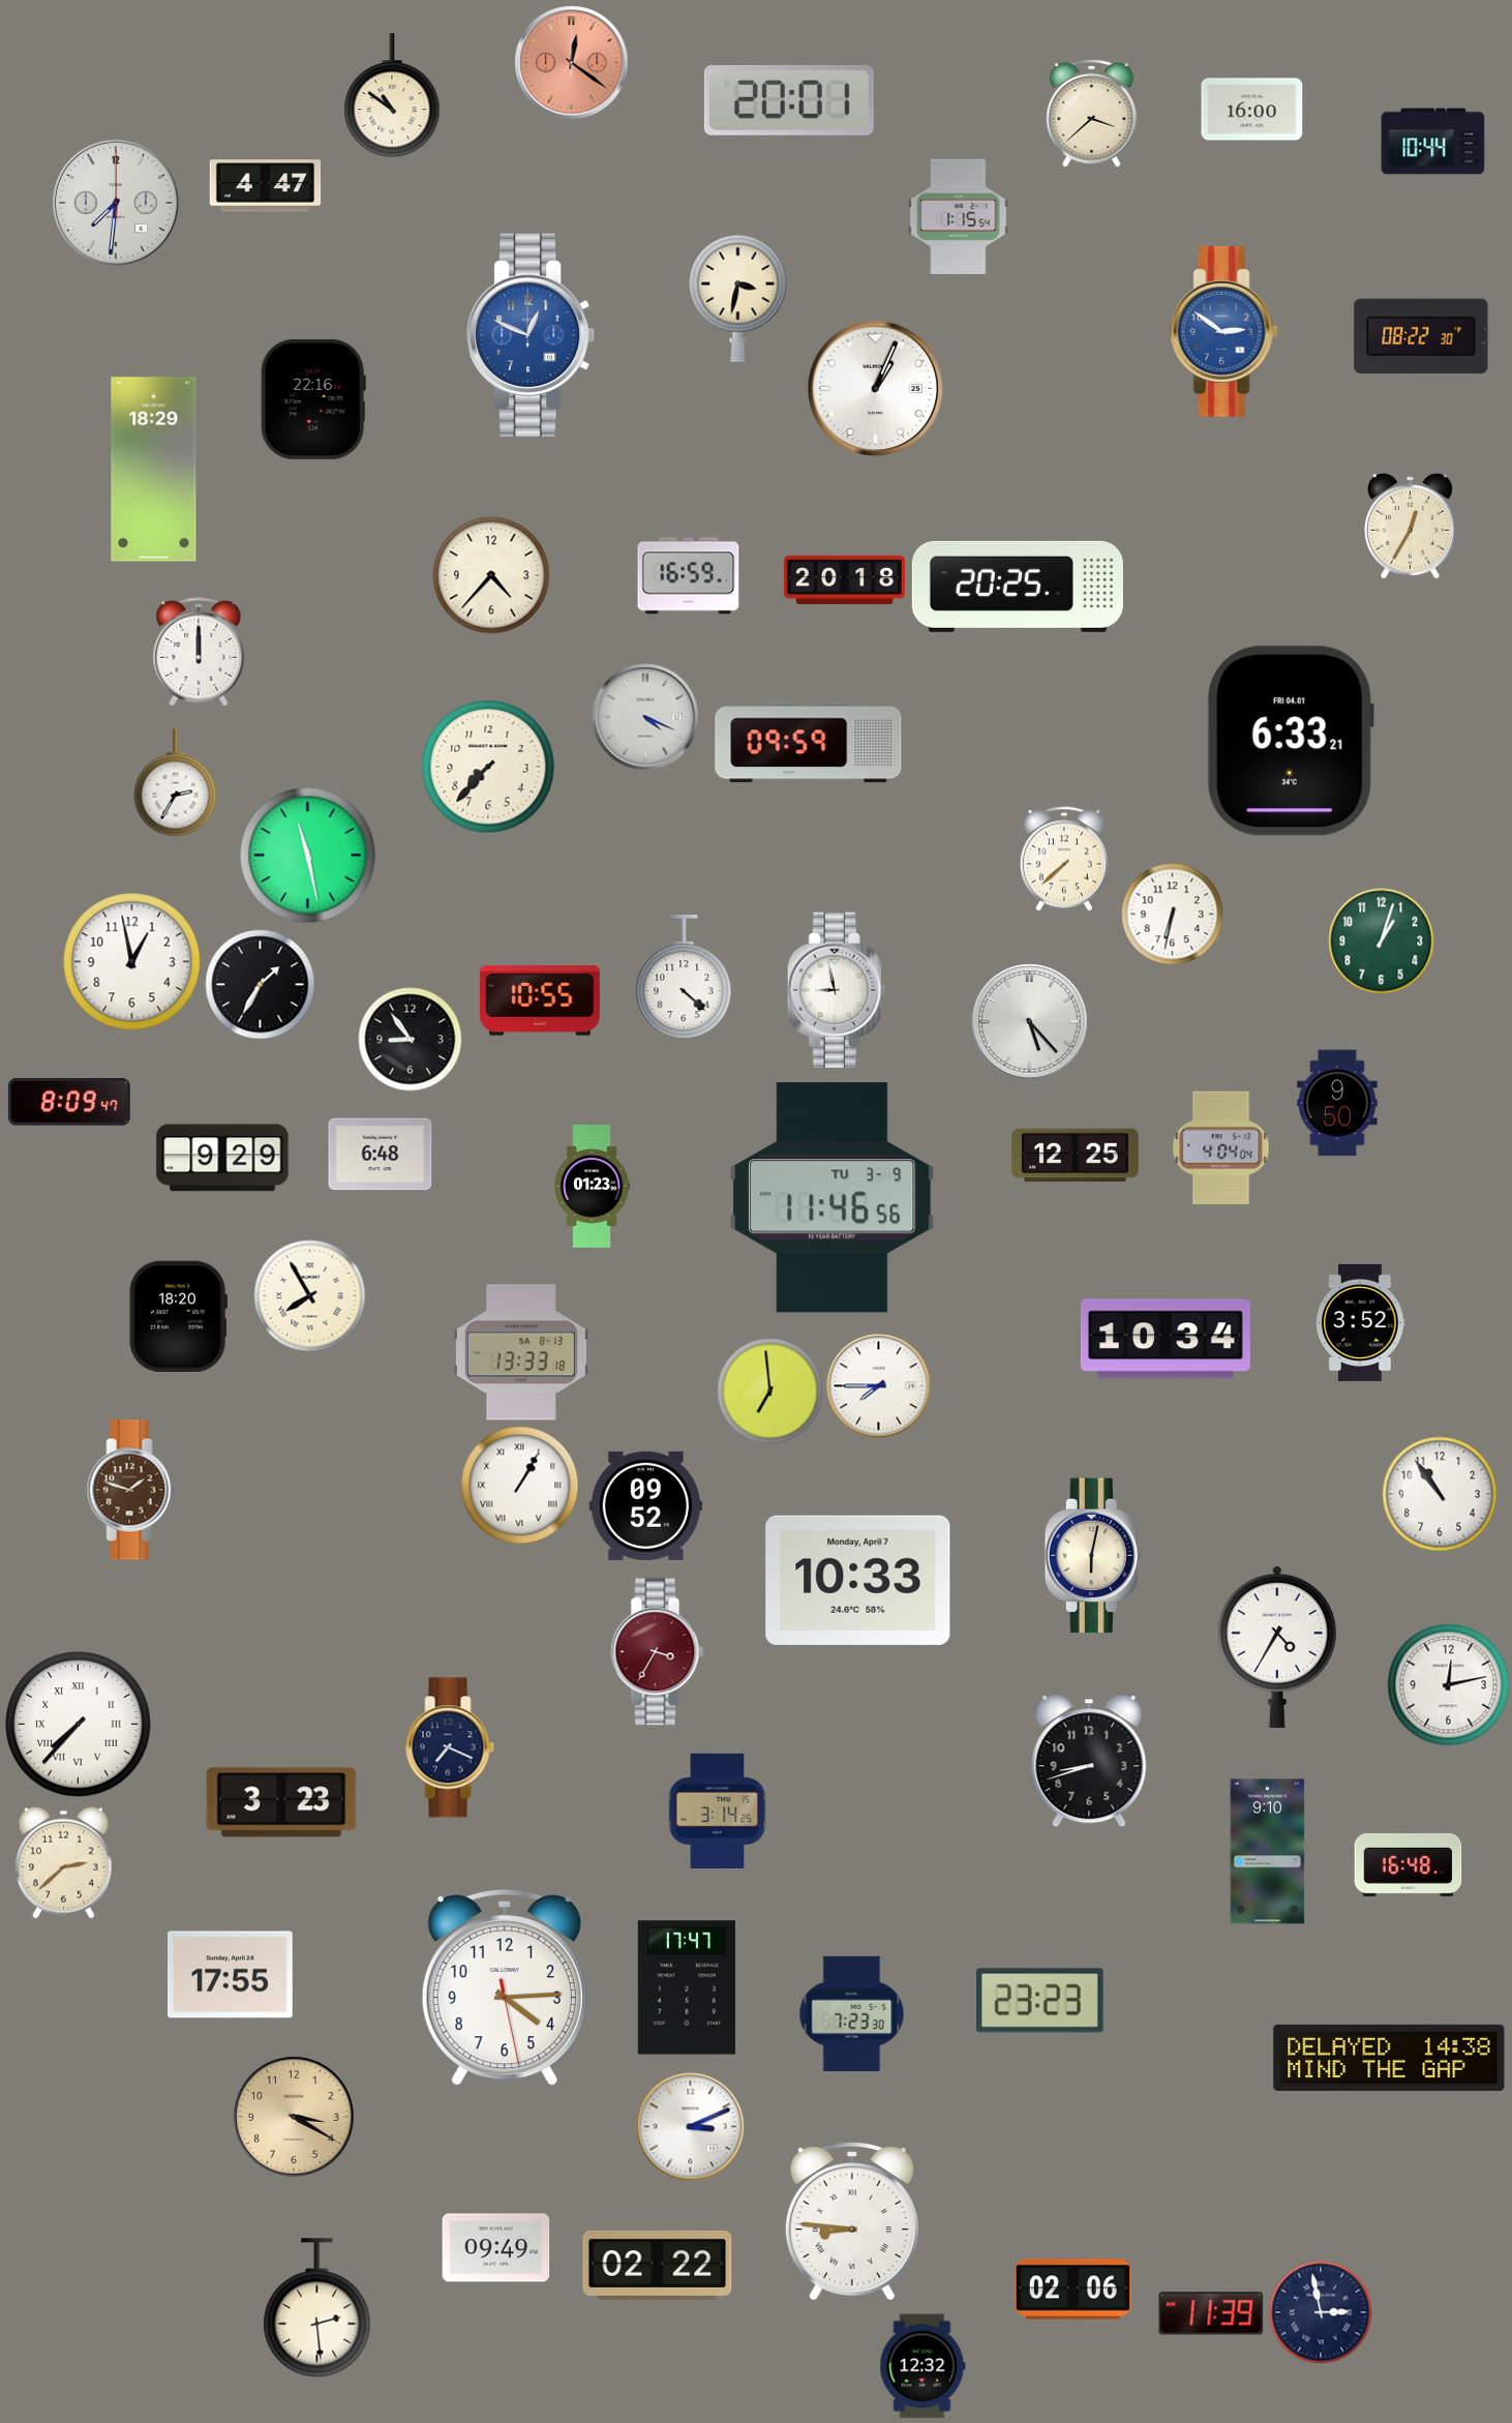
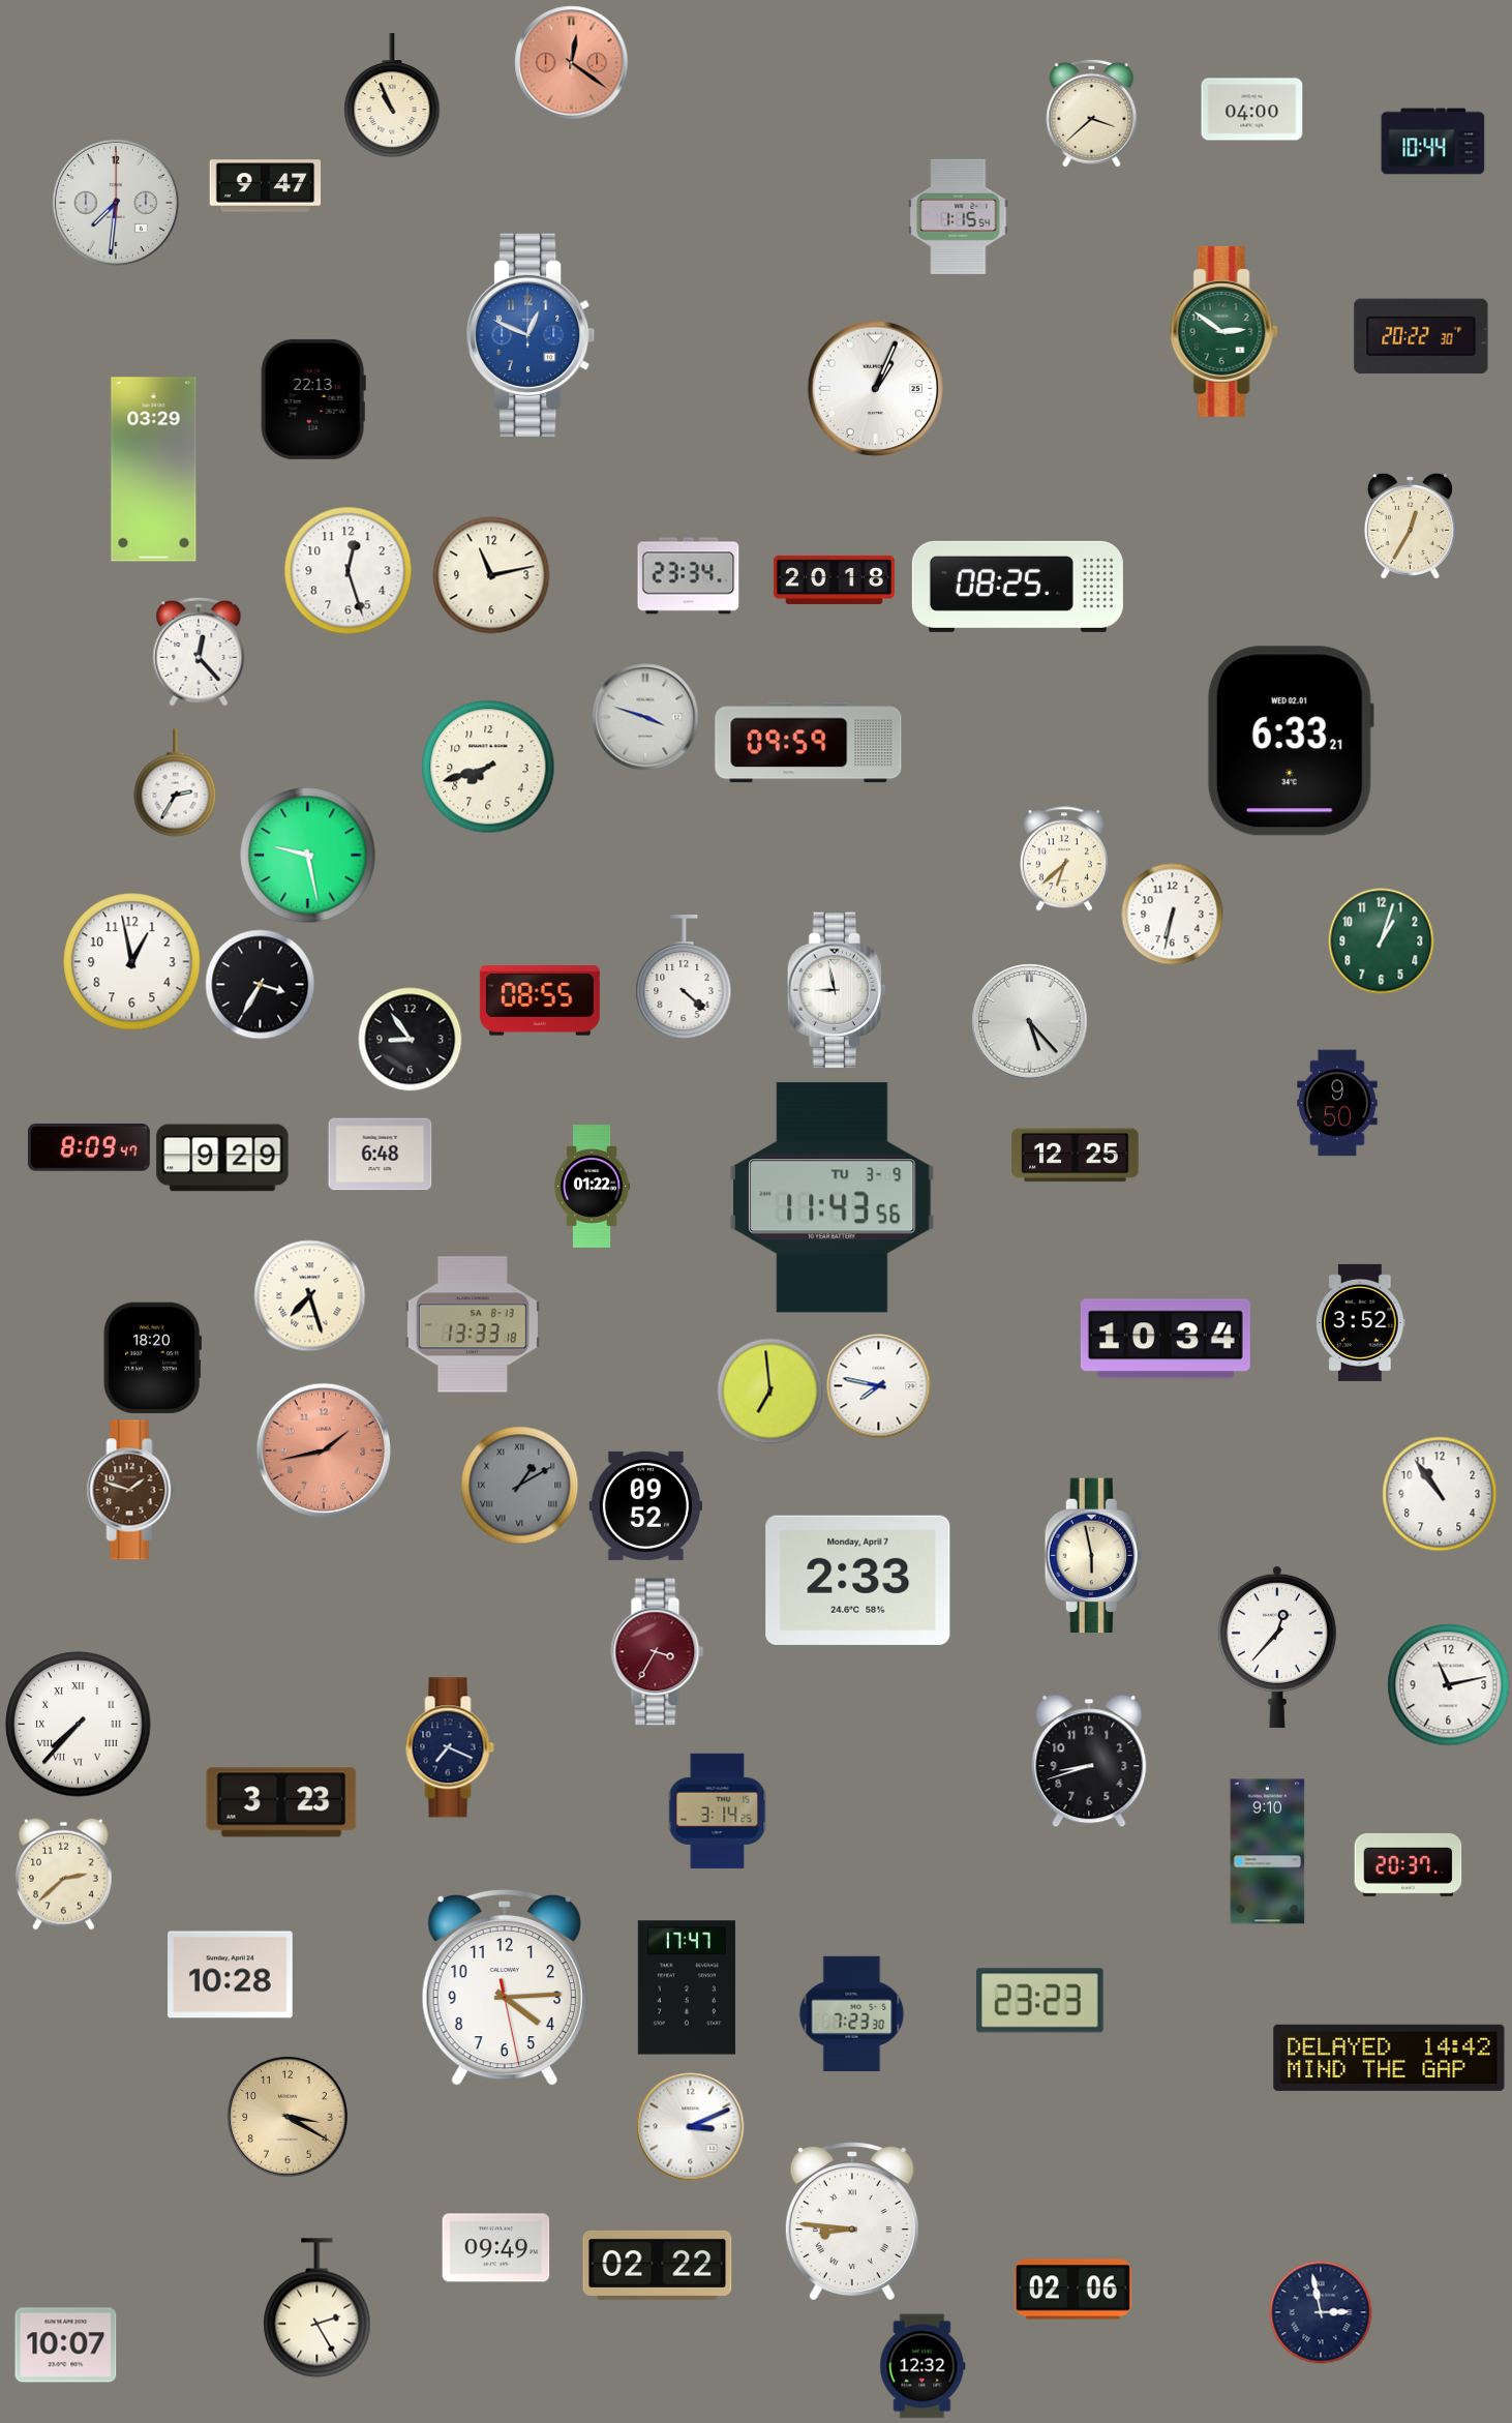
clock at (392, 96): 10:51 -> 10:56
clock at (789, 100): 20:01 -> none
clock at (1252, 110): 16:00 -> 04:00
clock at (266, 186): 4:47 -> 9:47
clock at (738, 298): 3:32 -> none
clock at (1223, 331) dial: blue -> green
clock at (1421, 336): 08:22 -> 20:22
clock at (313, 399): 22:16 -> 22:13
clock at (154, 470): 18:29 -> 03:29
clock at (349, 571): none -> 12:27
clock at (491, 575): 4:37 -> 11:13
clock at (689, 576): 16:59 -> 23:34
clock at (844, 579) position: (844, 579) -> (834, 579)
clock at (1018, 587): 20:25 -> 08:25
clock at (199, 652): 12:00 -> 12:23
clock at (645, 717): 4:19 -> 3:48
clock at (1291, 741) date: FRI 04.01 -> WED 02.01
clock at (488, 767): 7:37 -> 7:42
clock at (308, 856): 11:28 -> 9:28
clock at (1064, 859): 7:38 -> 6:38
clock at (261, 985): 1:35 -> 3:35
clock at (540, 1000): 10:55 -> 08:55
clock at (69, 1103) position: (69, 1103) -> (89, 1148)
clock at (1221, 1147): 4:04 -> none
clock at (592, 1187): 01:23 -> 01:22
clock at (833, 1198): 11:46 -> 11:43
clock at (310, 1296): 7:55 -> 7:27
clock at (178, 1316) position: (178, 1316) -> (152, 1357)
clock at (521, 1352) position: (521, 1352) -> (473, 1324)
clock at (879, 1386): 7:45 -> 7:47
clock at (323, 1449): none -> 1:43
clock at (520, 1486): 1:05 -> 1:10
clock at (520, 1486) dial: white -> grey
clock at (1093, 1556): 6:02 -> 5:58
clock at (858, 1580): 10:33 -> 2:33
clock at (1277, 1646): 4:35 -> 12:37
clock at (1449, 1685): 12:13 -> 11:13
clock at (64, 1862) position: (64, 1862) -> (64, 1874)
clock at (1409, 1864): 16:48 -> 20:37
clock at (231, 1975): 17:55 -> 10:28
clock at (1389, 2058): 14:38 -> 14:42
clock at (295, 2118) position: (295, 2118) -> (289, 2118)
clock at (317, 2308): 2:29 -> 2:25
clock at (1211, 2313): 11:39 -> none
clock at (66, 2345): none -> 10:07
